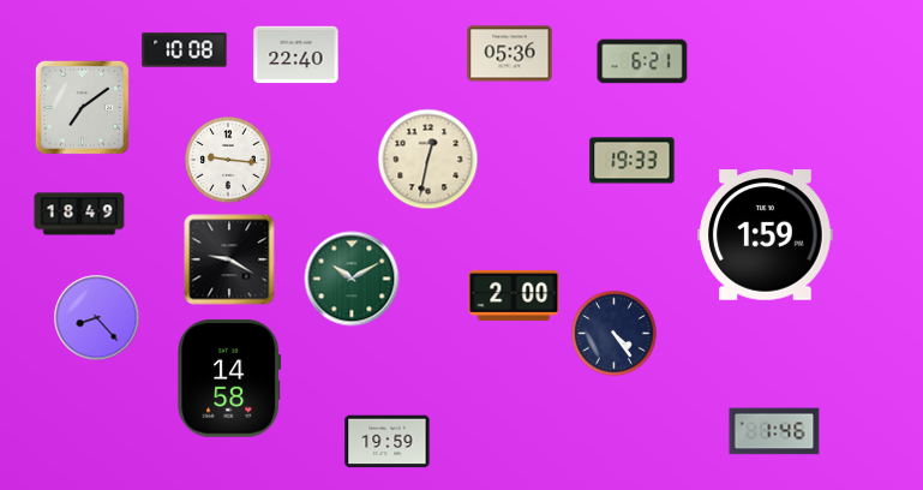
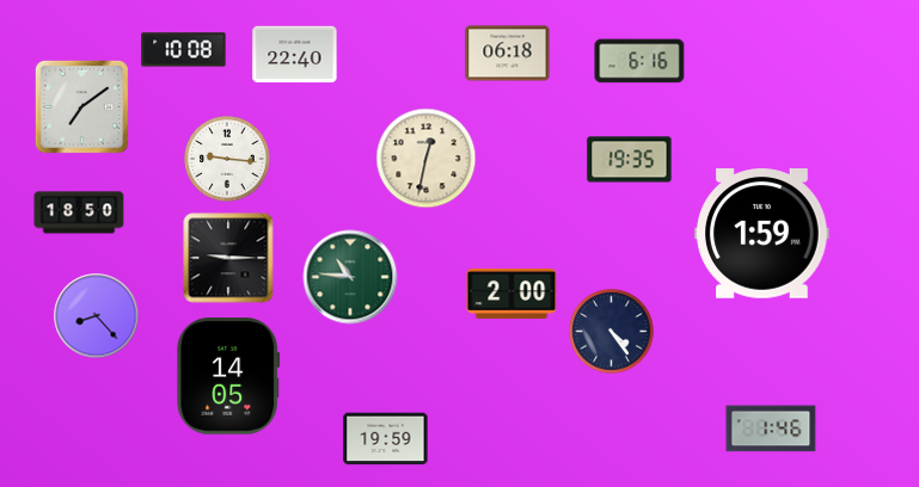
clock at (510, 54): 05:36 -> 06:18
clock at (642, 61): 6:21 -> 6:16
clock at (633, 161): 19:33 -> 19:35
clock at (79, 214): 18:49 -> 18:50
clock at (229, 259): 9:20 -> 9:15
clock at (352, 279): 10:10 -> 10:46
clock at (229, 380): 14:58 -> 14:05
